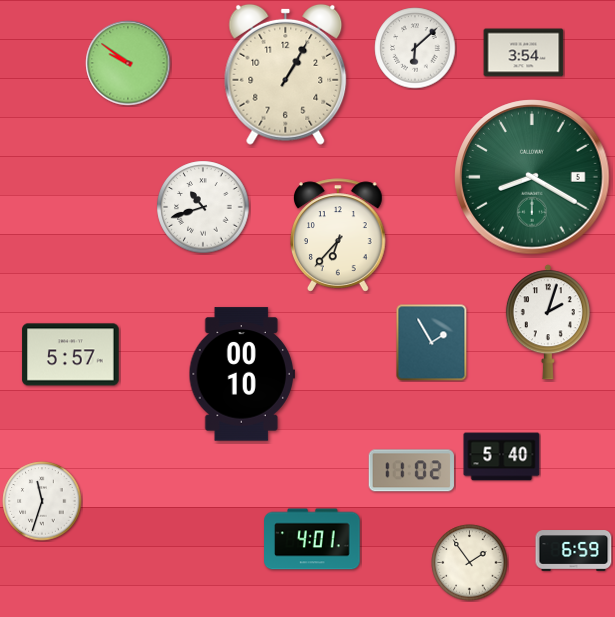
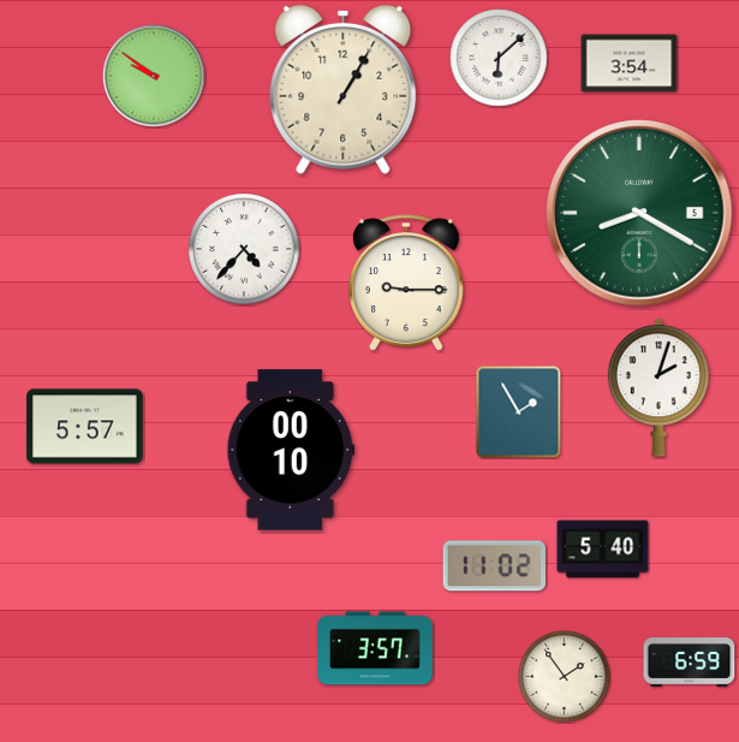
clock at (203, 207): 10:42 -> 4:37
clock at (339, 235): 6:37 -> 9:15
clock at (42, 501): 11:33 -> none
clock at (312, 539): 4:01 -> 3:57
